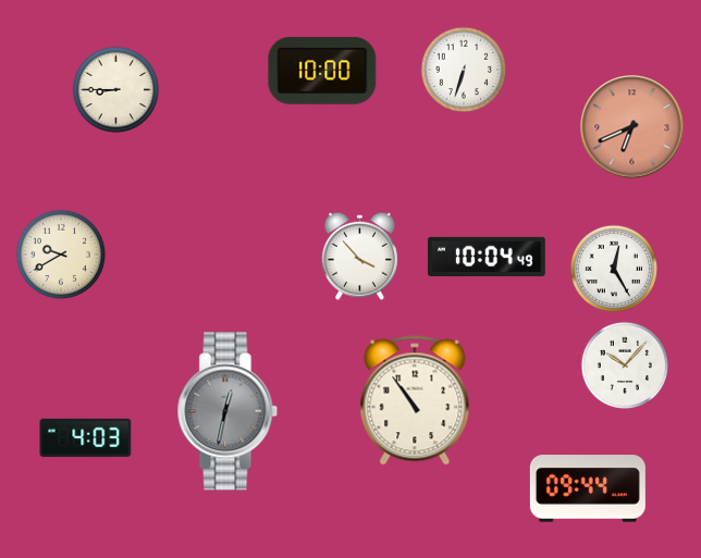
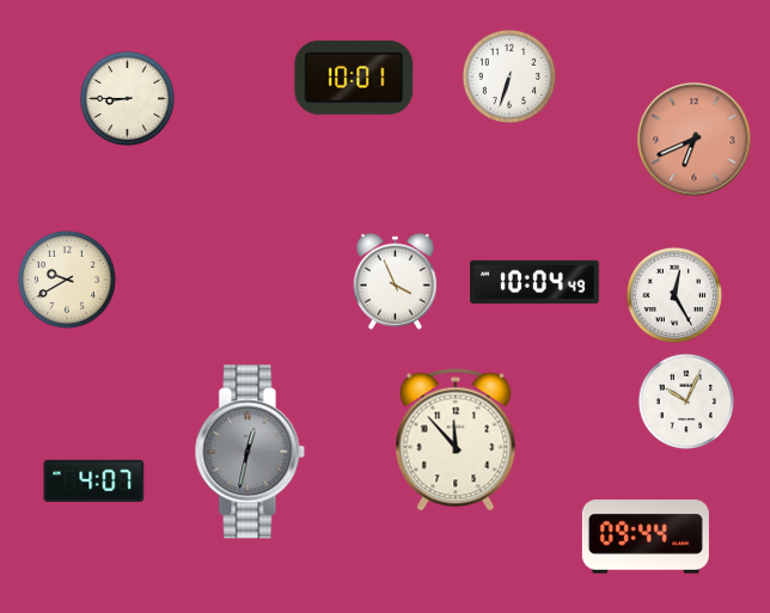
clock at (322, 71): 10:00 -> 10:01
clock at (359, 256): 3:53 -> 3:56
clock at (625, 365): 10:07 -> 10:04
clock at (415, 400): 10:54 -> 11:53
clock at (86, 437): 4:03 -> 4:07
